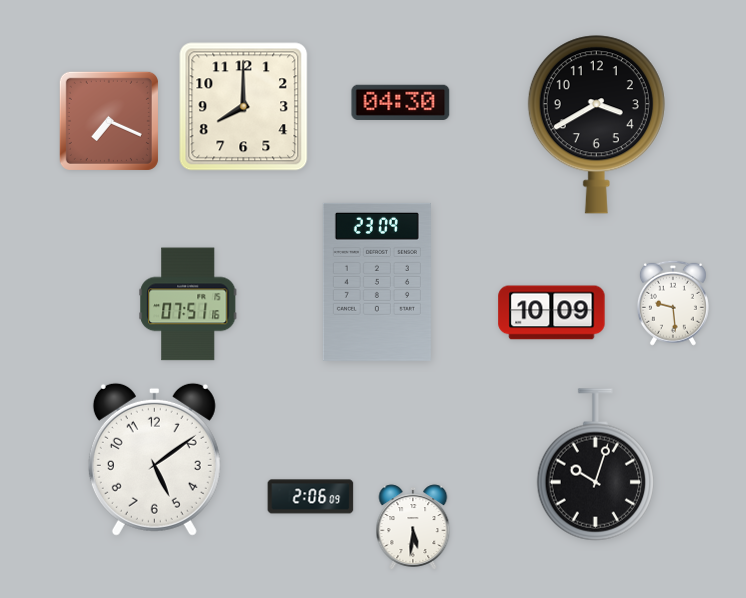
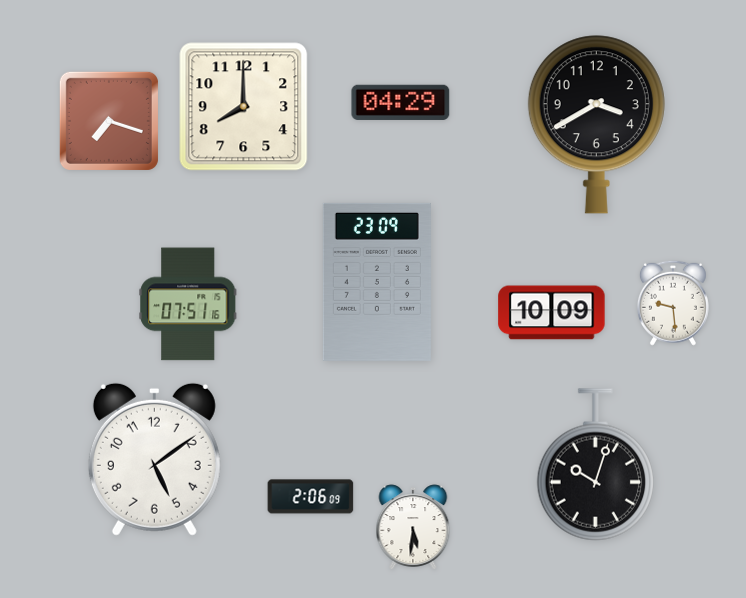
clock at (401, 102): 04:30 -> 04:29
clock at (109, 121): 7:19 -> 7:18
